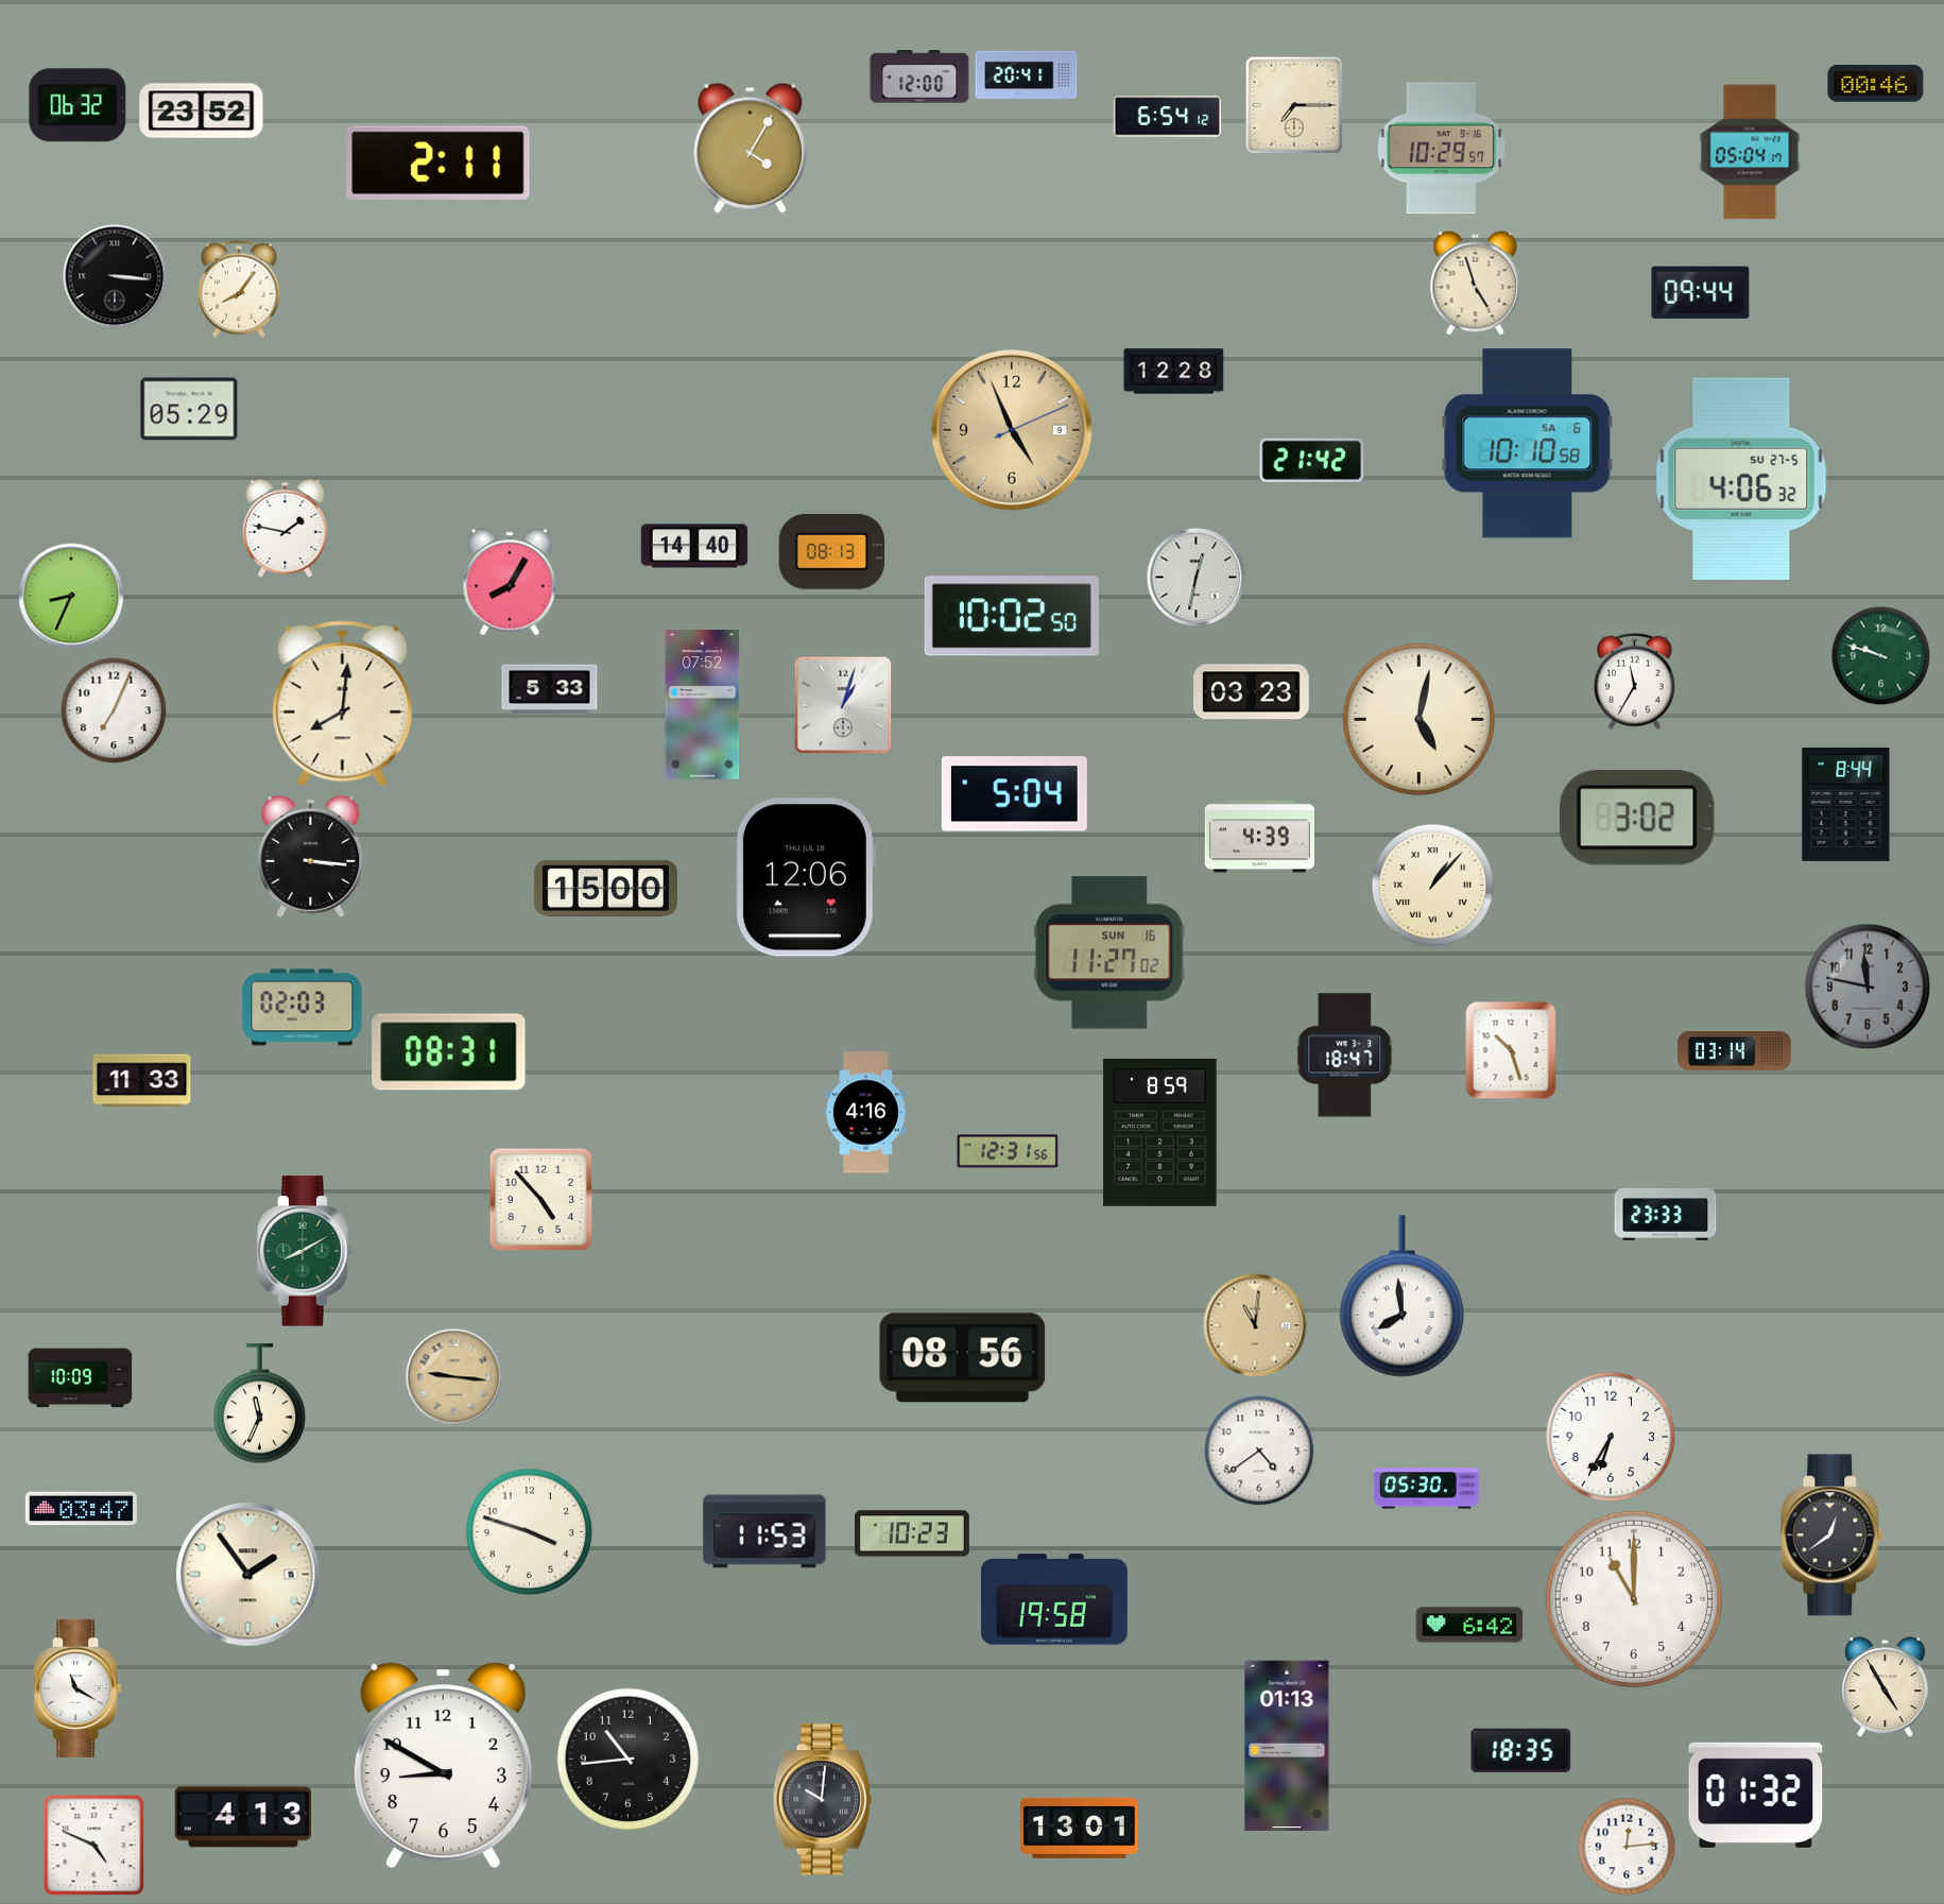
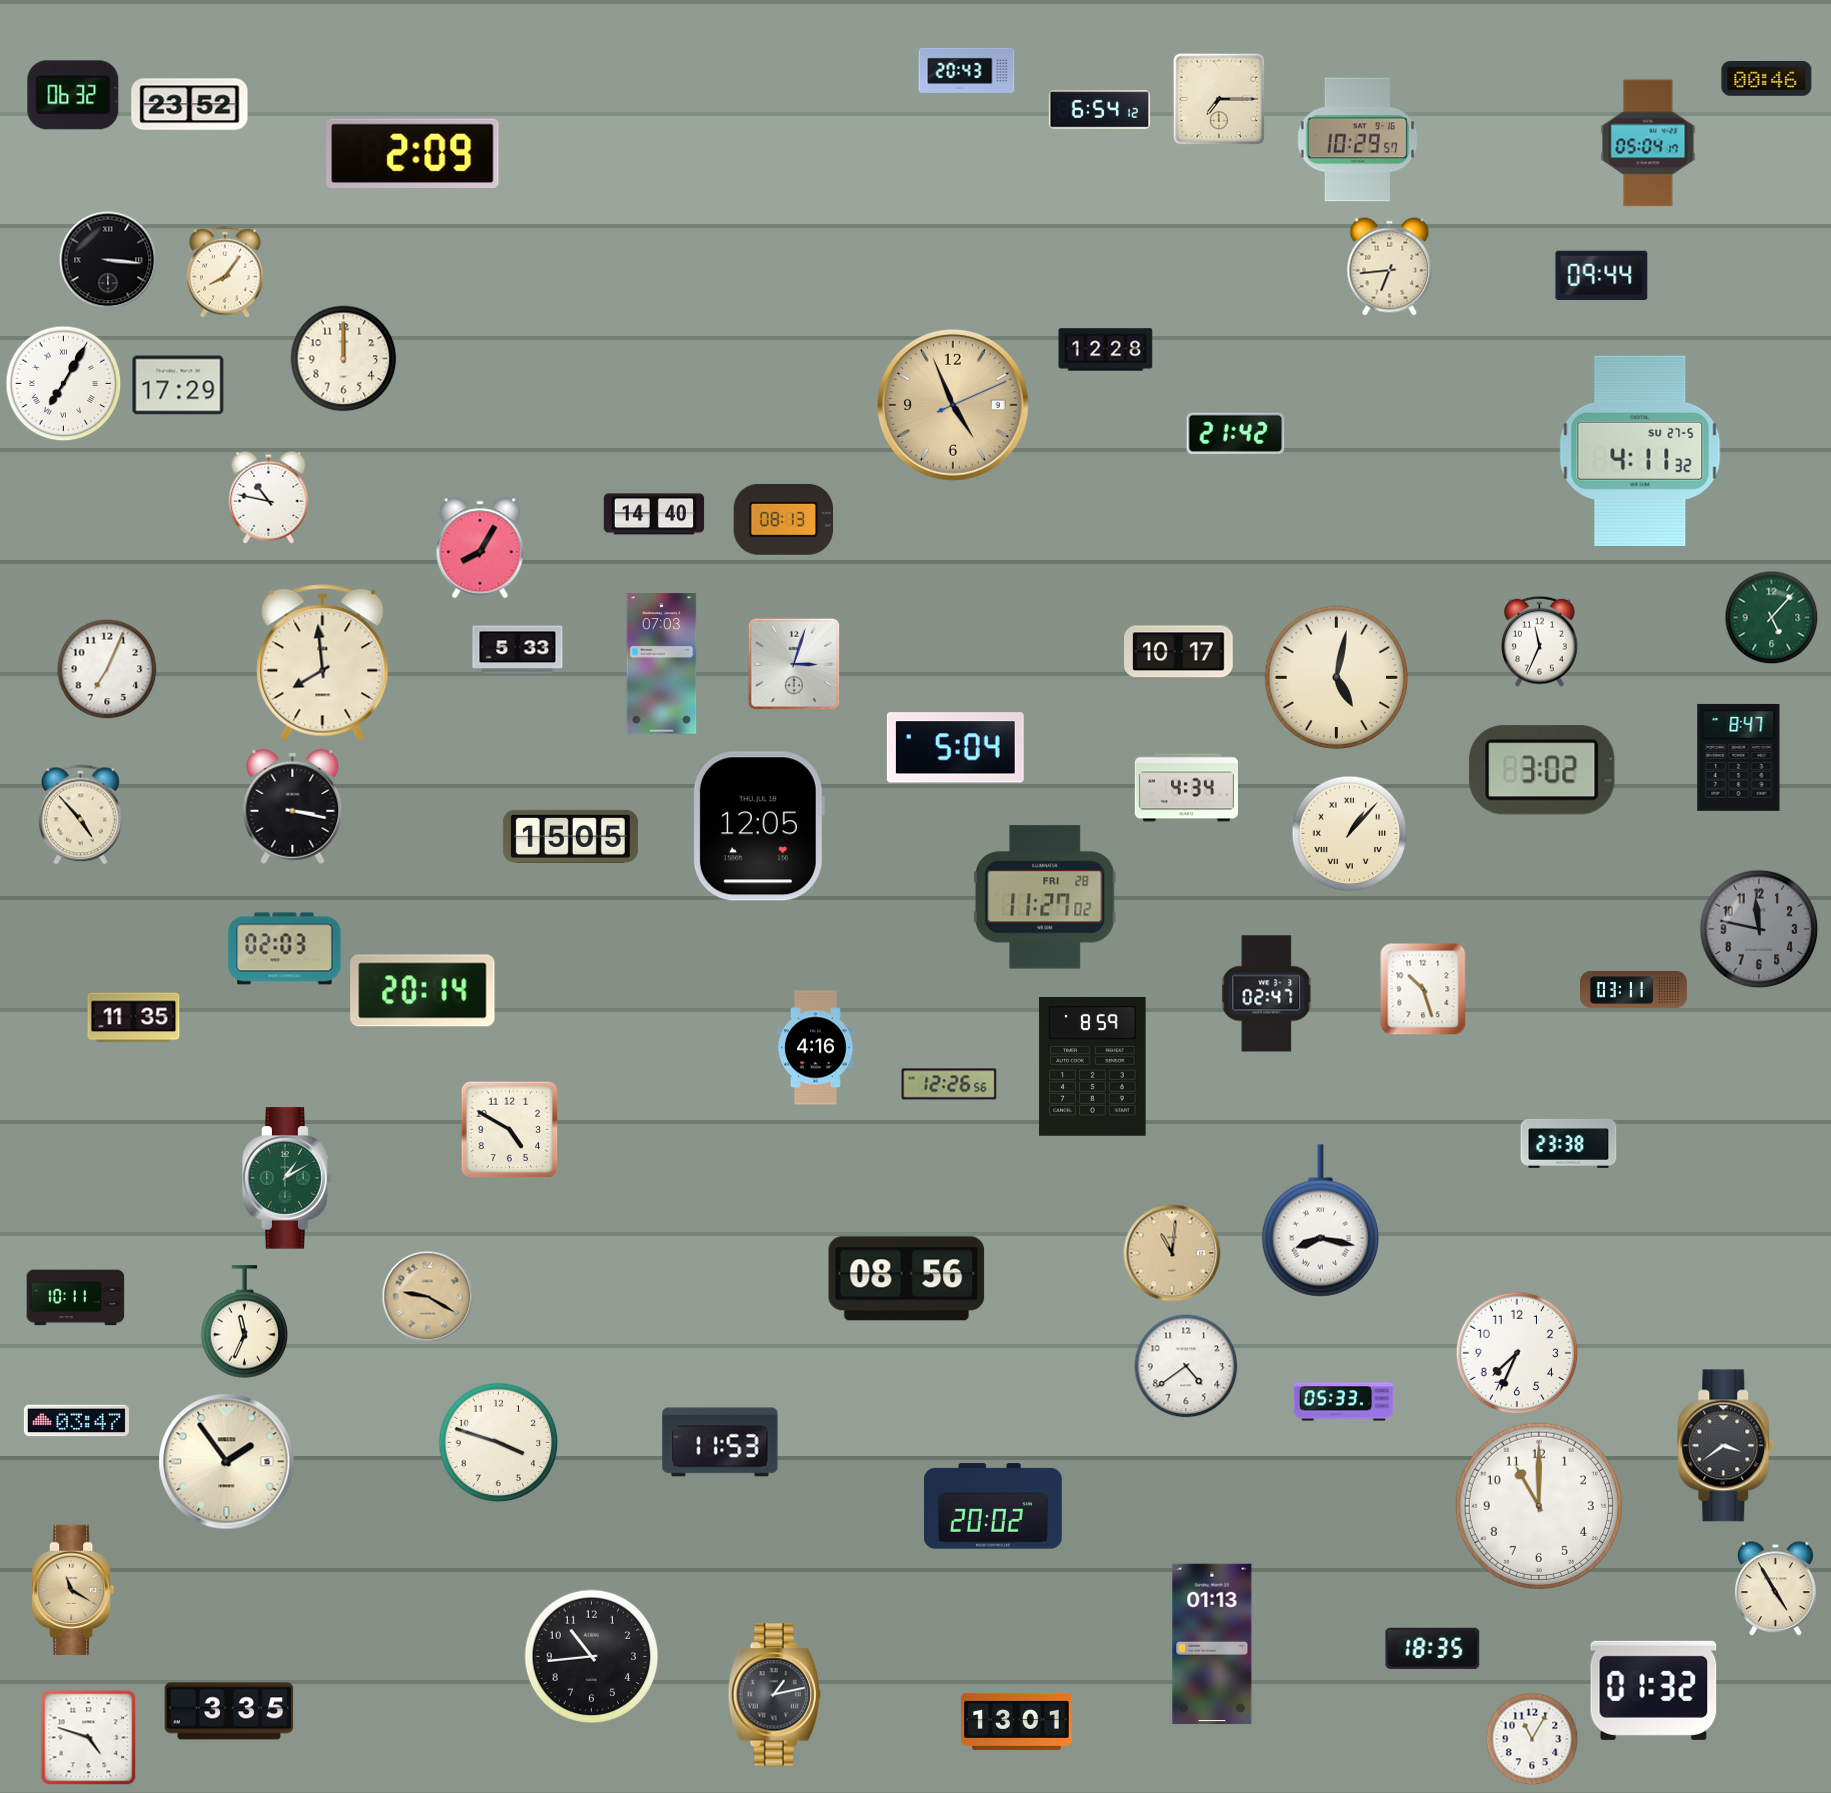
clock at (1027, 74): 20:41 -> 20:43
clock at (919, 76): 12:00 -> none
clock at (78, 105) position: (78, 105) -> (73, 95)
clock at (751, 148): 4:05 -> none
clock at (438, 162): 2:11 -> 2:09
clock at (1476, 284): 4:57 -> 6:44
clock at (344, 359): none -> 12:00
clock at (64, 384): none -> 7:05
clock at (189, 409): 05:29 -> 17:29
clock at (1528, 444): 10:10 -> none
clock at (1741, 479): 4:06 -> 4:11
clock at (286, 528): 1:47 -> 10:47
clock at (1197, 578): 12:32 -> none
clock at (71, 596): 8:34 -> none
clock at (1012, 616): 10:02 -> none
clock at (1881, 656): 9:48 -> 5:07
clock at (1635, 681): 11:35 -> 11:34
clock at (1252, 693): 03:23 -> 10:17
clock at (343, 704): 8:01 -> 7:59
clock at (703, 705): 07:52 -> 07:03
clock at (843, 705): 1:03 -> 3:03
clock at (1846, 804): 8:44 -> 8:47
clock at (1259, 837): 4:39 -> 4:34
clock at (311, 856): 3:16 -> 3:17
clock at (81, 815): none -> 4:53
clock at (805, 877): 12:06 -> 12:05
clock at (605, 888): 15:00 -> 15:05
clock at (1109, 953) date: SUN 16 -> FRI 28
clock at (1735, 1051): 03:14 -> 03:11
clock at (449, 1052): 08:31 -> 20:14
clock at (1345, 1056): 18:47 -> 02:47
clock at (142, 1081): 11:33 -> 11:35
clock at (1008, 1151): 12:31 -> 12:26
clock at (541, 1200): 4:53 -> 4:50
clock at (1666, 1214): 23:33 -> 23:38
clock at (305, 1251): 8:10 -> 1:10
clock at (1401, 1297): 7:59 -> 8:17
clock at (1255, 1325) position: (1255, 1325) -> (1172, 1253)
clock at (454, 1377): 9:16 -> 9:20
clock at (81, 1378): 10:09 -> 10:11
clock at (1611, 1437): 6:35 -> 7:34
clock at (1427, 1489): 05:30 -> 05:33
clock at (913, 1533): 10:23 -> none
clock at (1833, 1536): 12:39 -> 3:39
clock at (248, 1575) position: (248, 1575) -> (227, 1462)
clock at (1054, 1599): 19:58 -> 20:02
clock at (1469, 1625): 6:42 -> none
clock at (79, 1688) dial: white -> champagne
clock at (443, 1766): 8:50 -> none
clock at (822, 1800): 10:01 -> 1:13
clock at (243, 1817): 4:13 -> 3:35
clock at (94, 1846): 4:49 -> 4:48
clock at (1627, 1847): 12:14 -> 11:05
